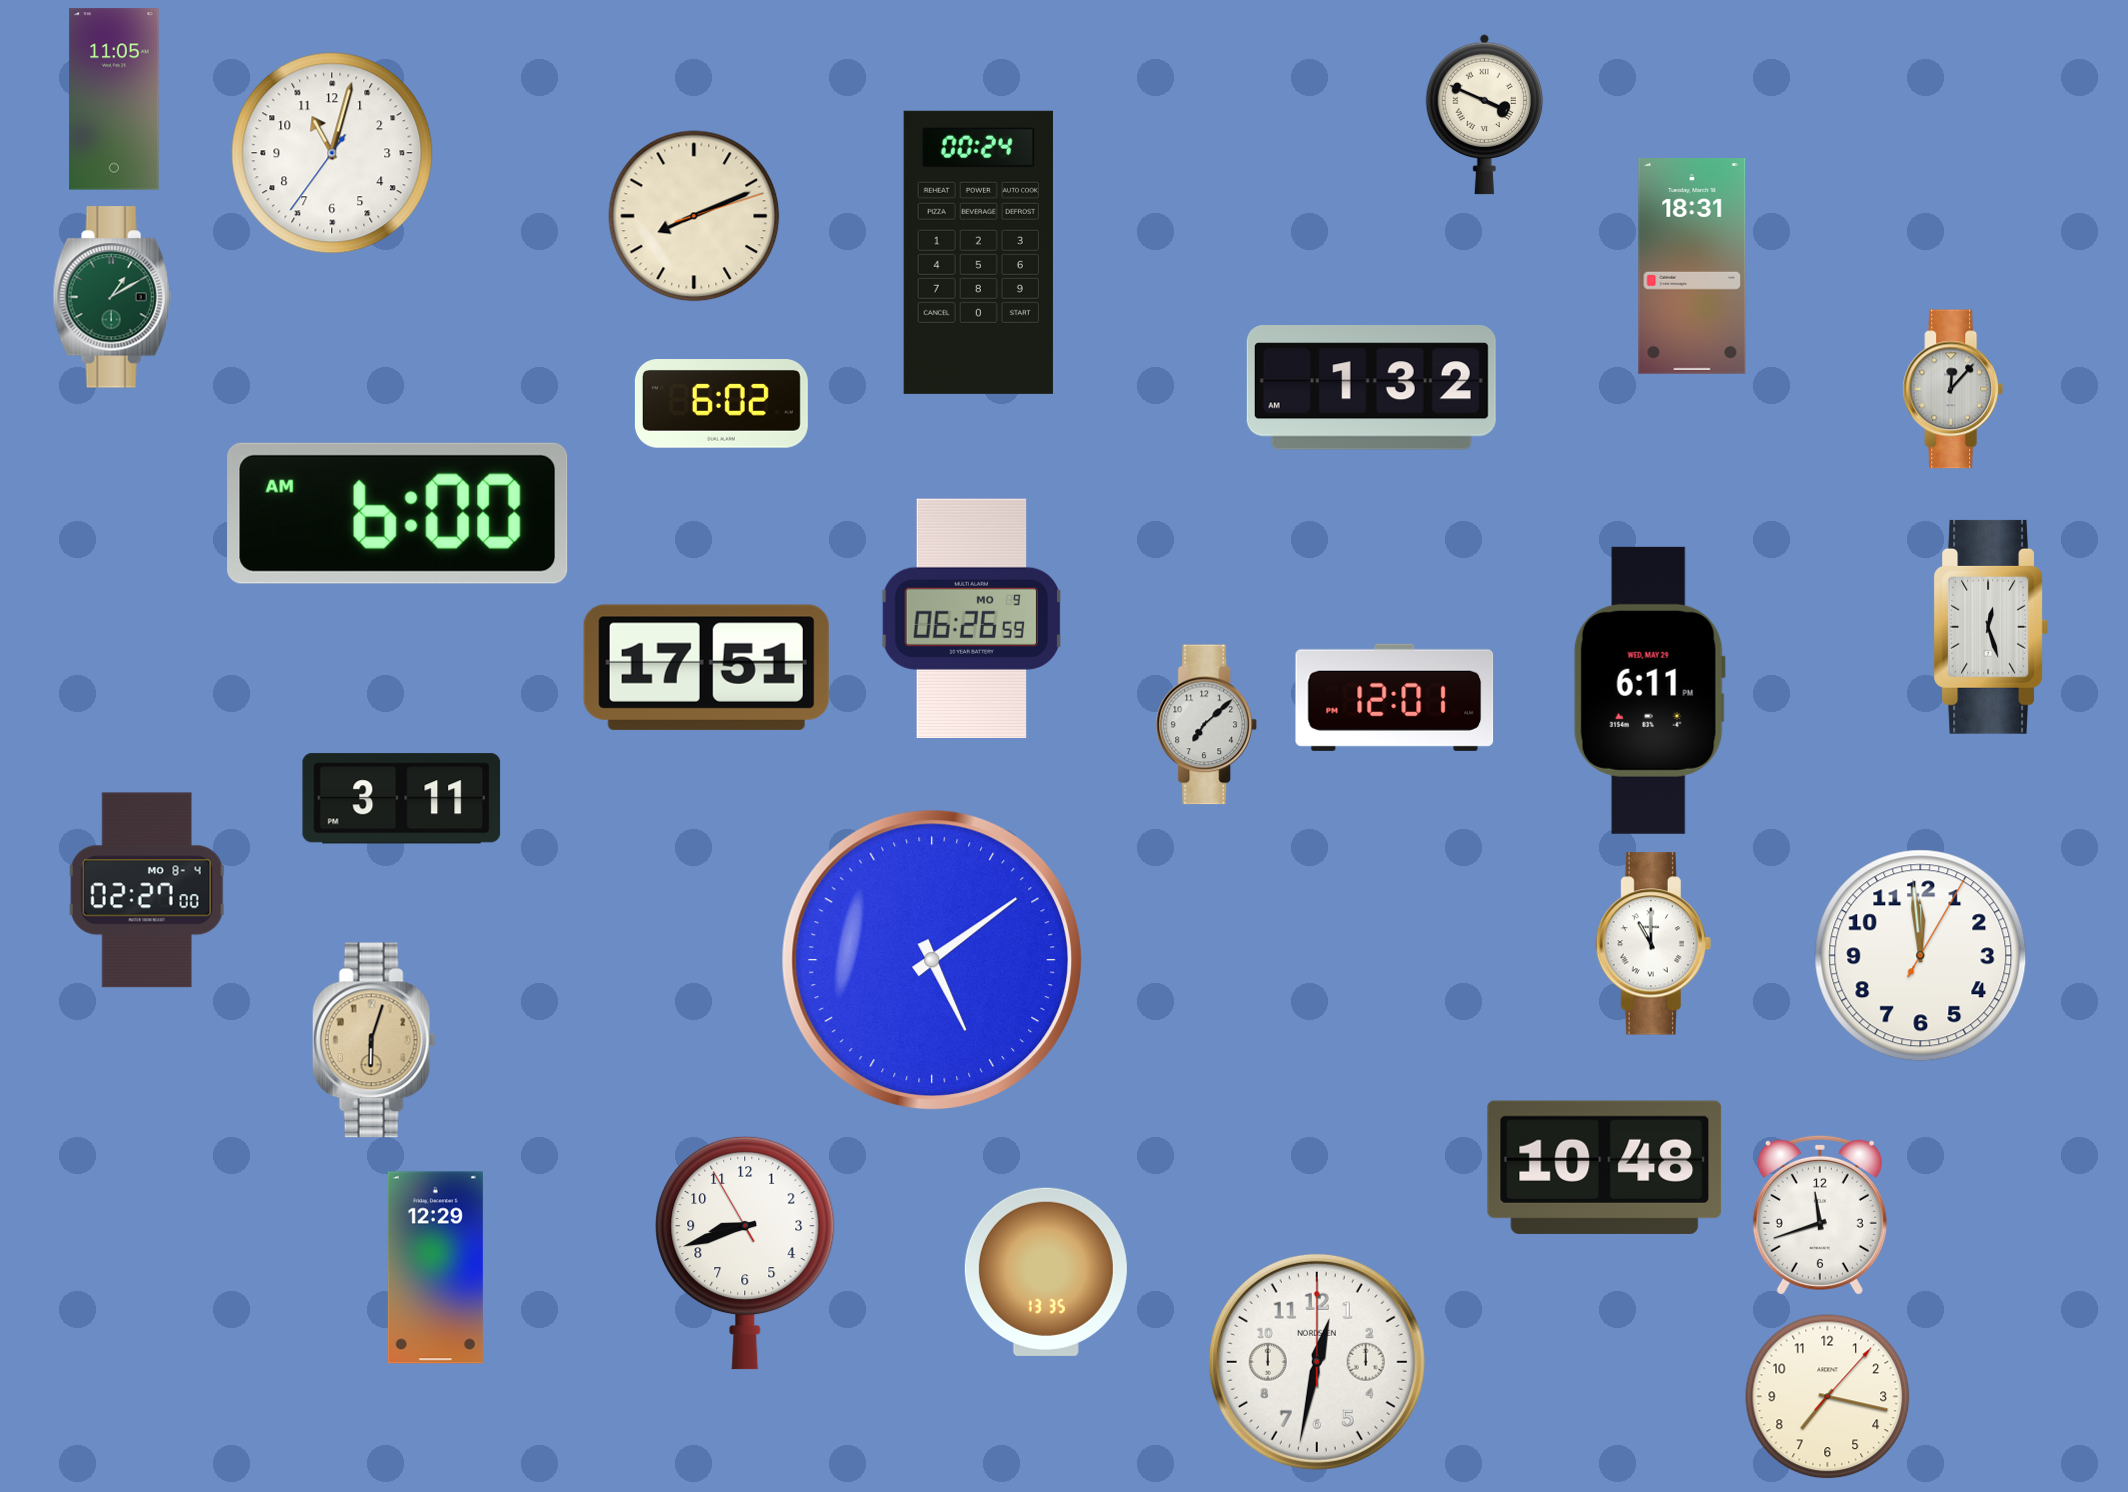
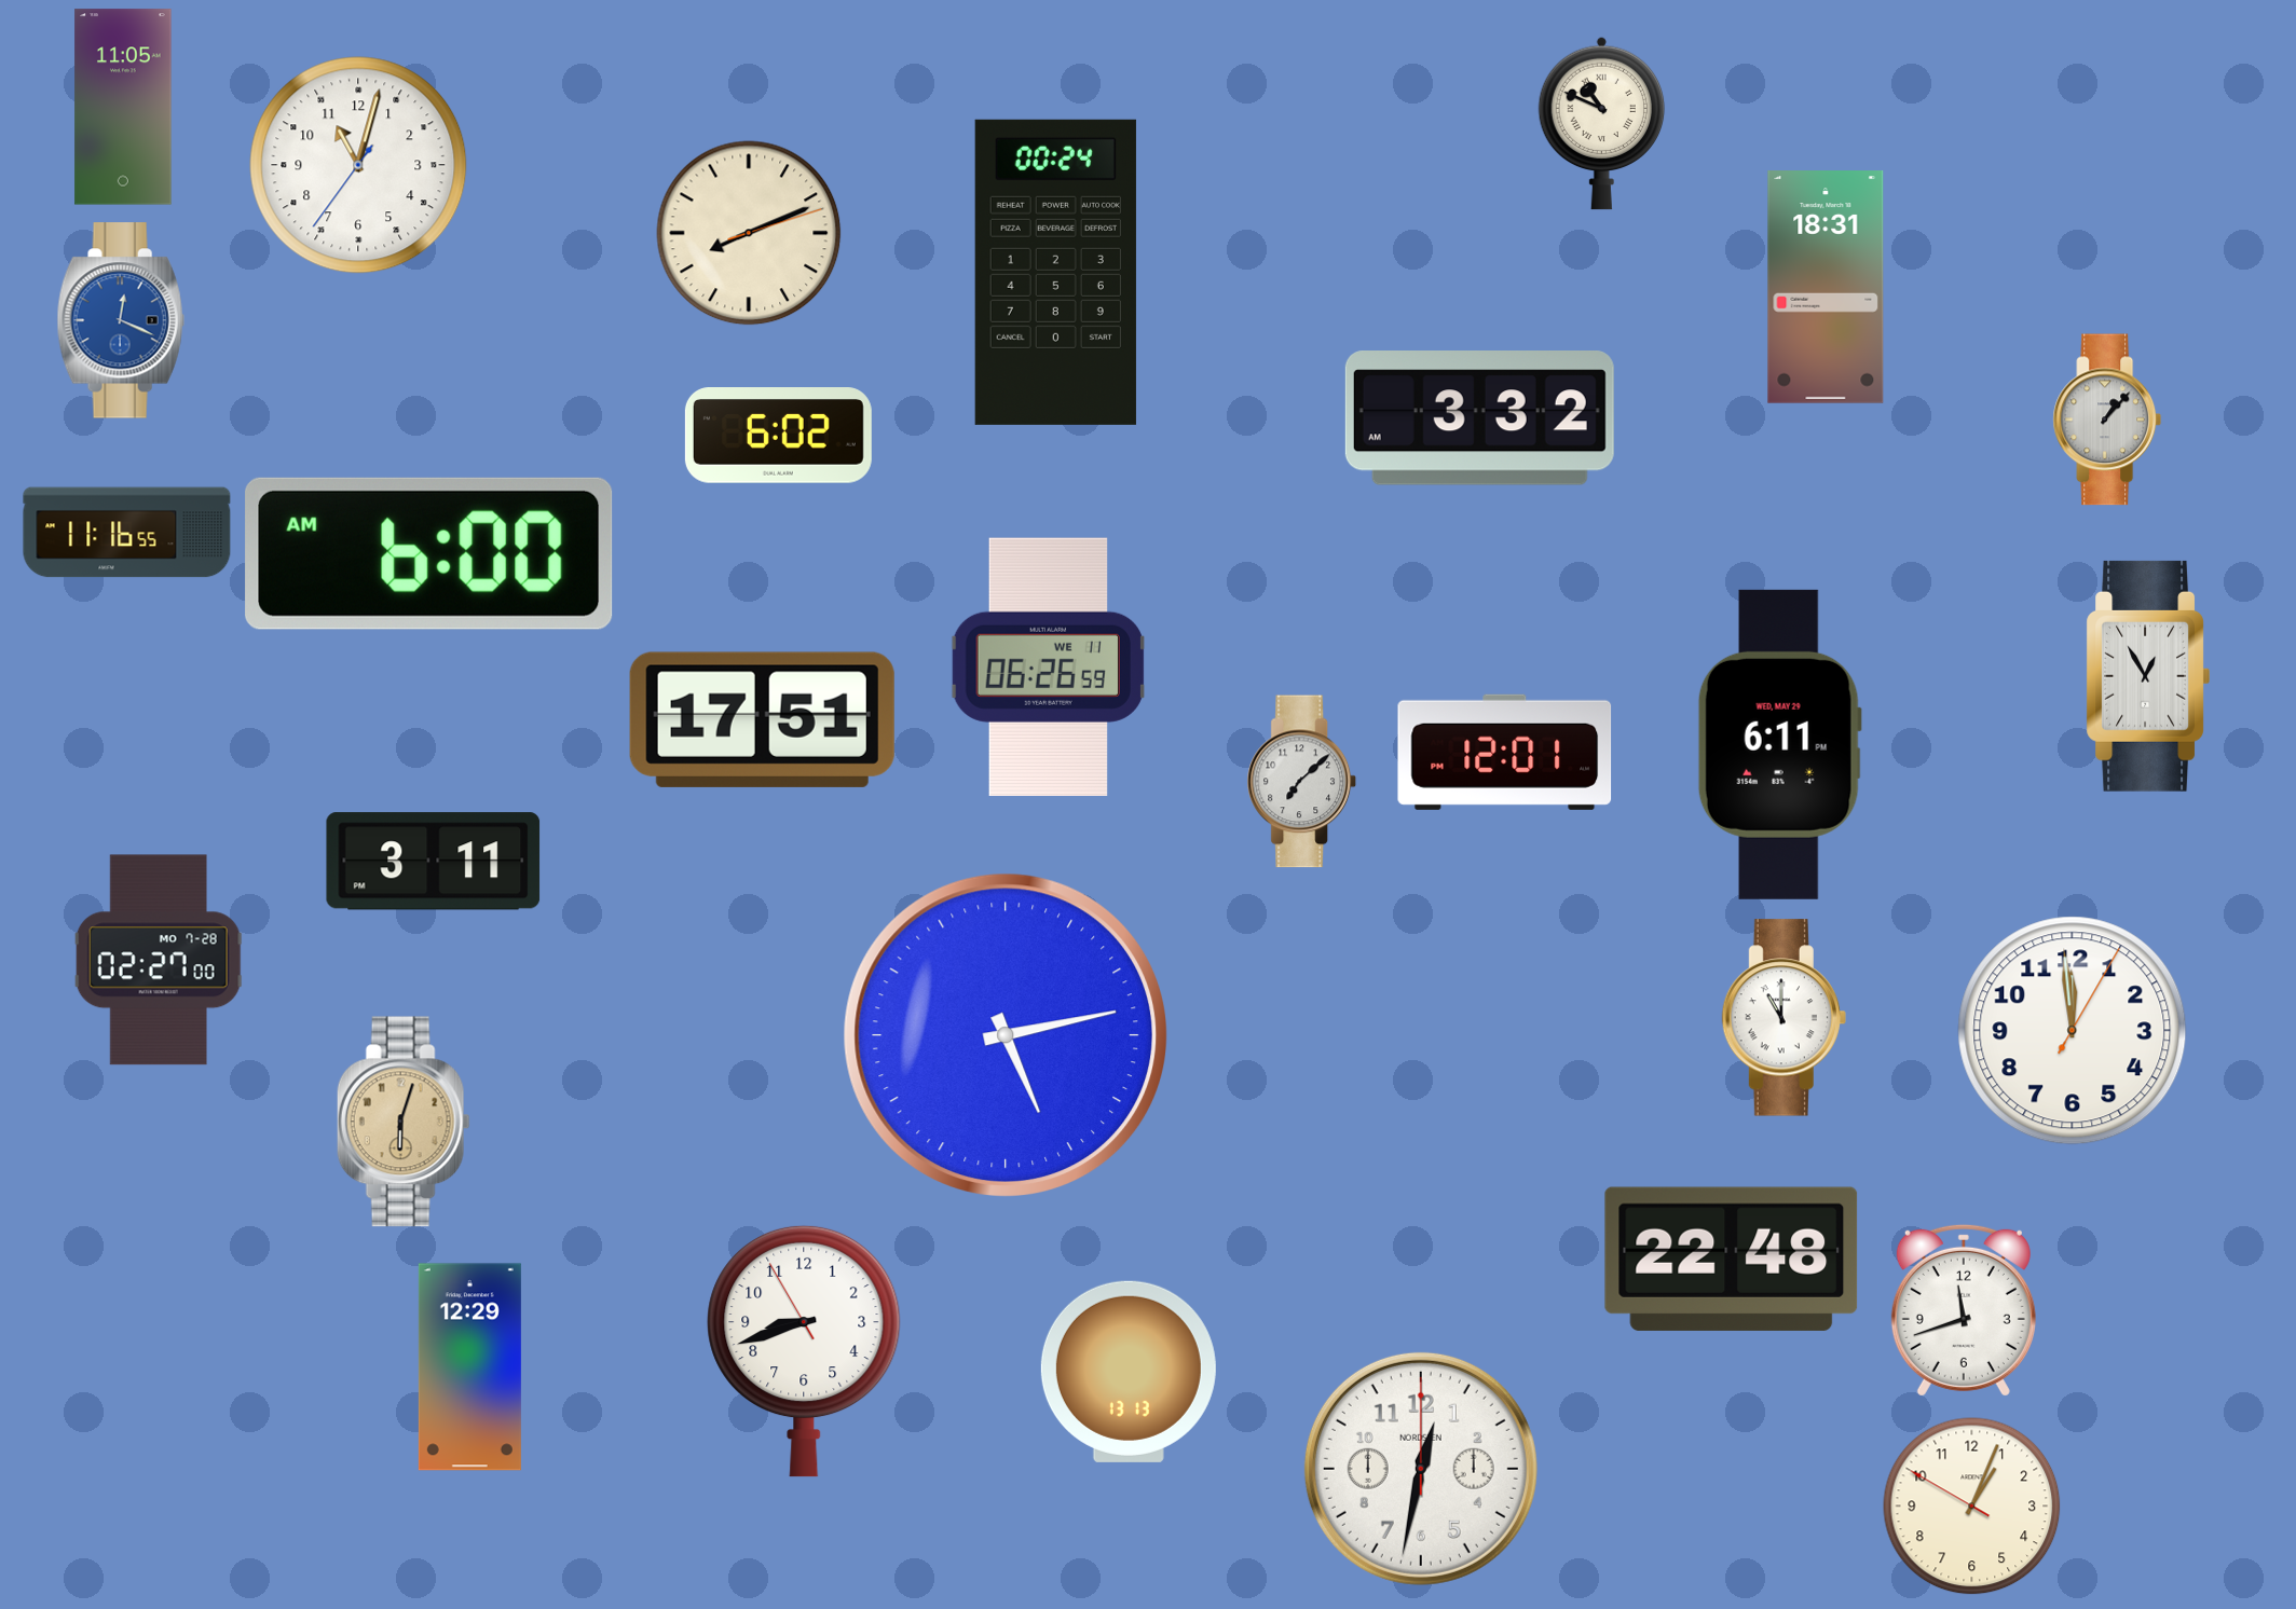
clock at (1485, 114): 3:49 -> 10:49
clock at (112, 297): 1:10 -> 12:19
clock at (112, 297) dial: green -> blue
clock at (1371, 388): 1:32 -> 3:32
clock at (1953, 389): 12:07 -> 1:07
clock at (127, 533): none -> 11:16
clock at (971, 618) date: MO 9 -> WE 11
clock at (1990, 627): 12:27 -> 12:55
clock at (147, 890) date: MO 8-4 -> MO 7-28
clock at (931, 959): 5:09 -> 5:13
clock at (1605, 1167): 10:48 -> 22:48
clock at (1046, 1272): 13:35 -> 13:13
clock at (1828, 1397): 7:17 -> 1:03
